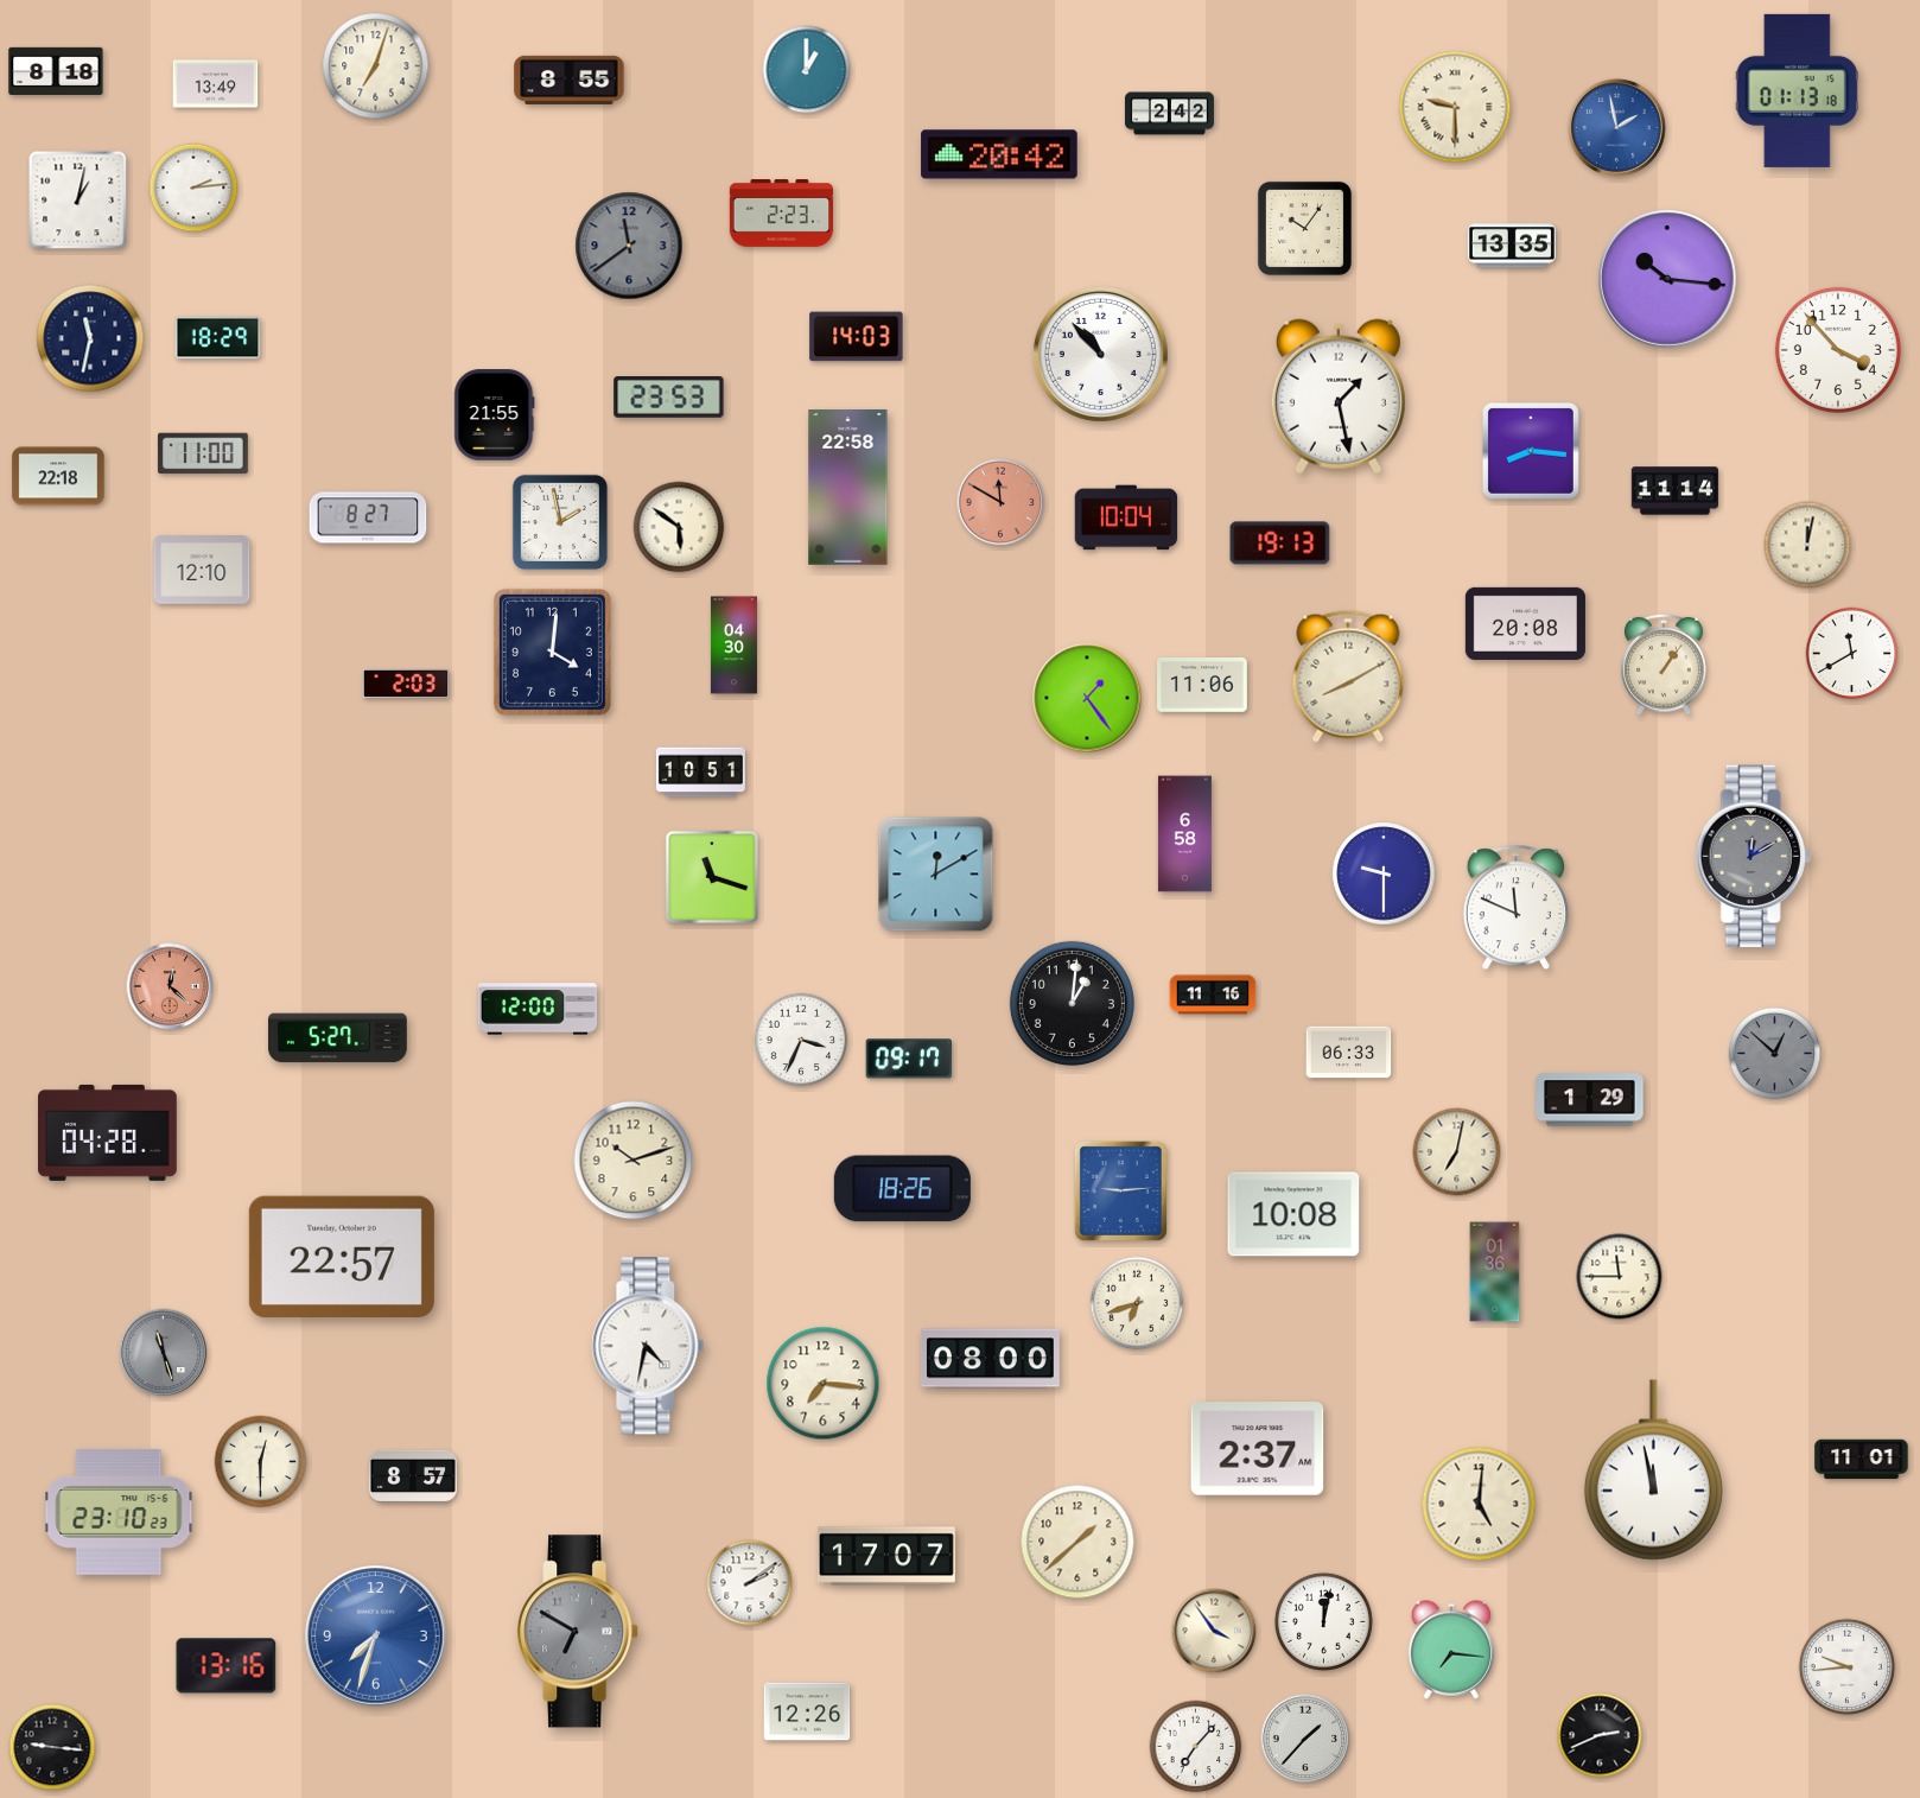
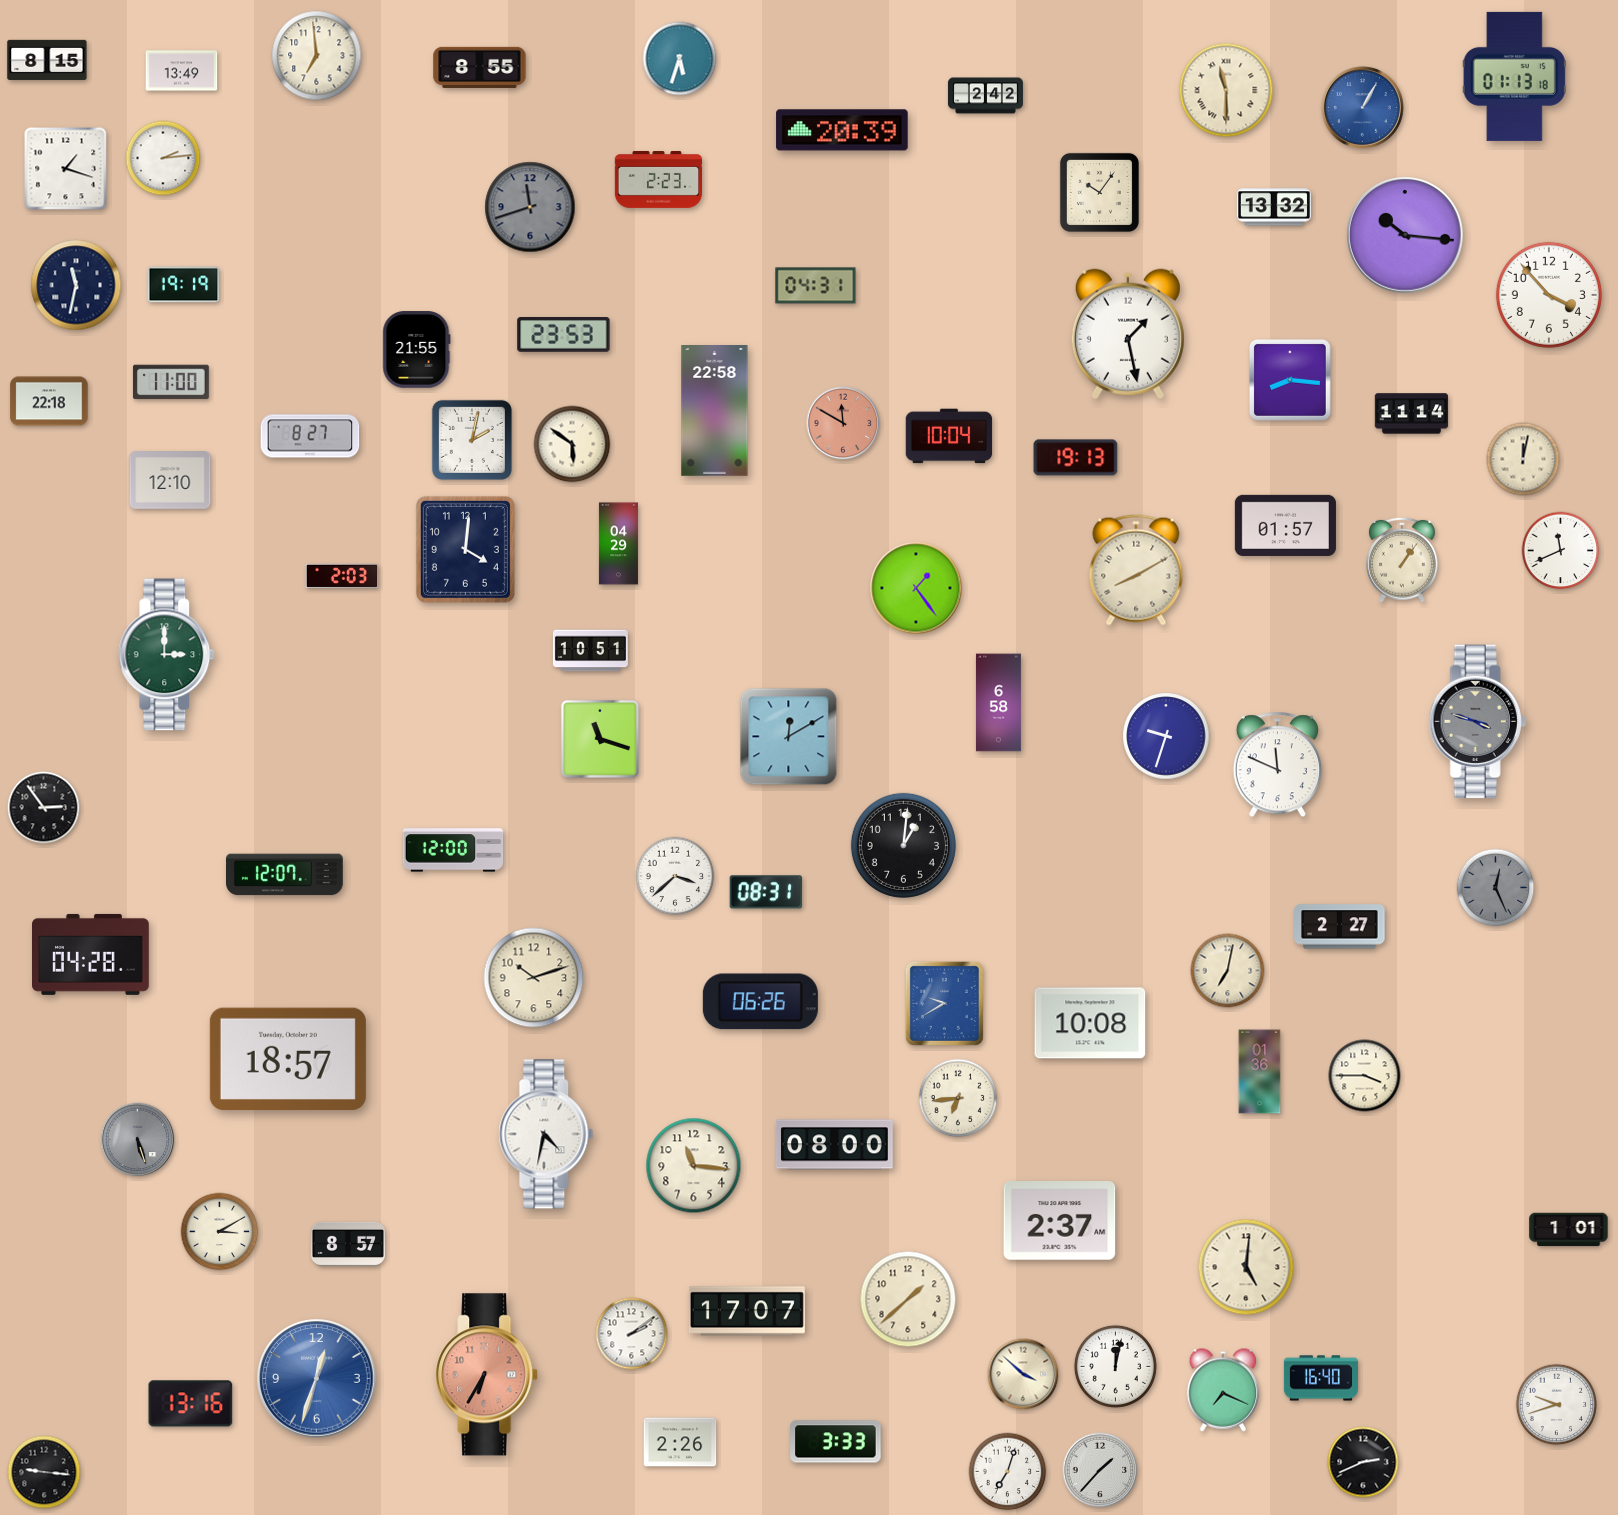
clock at (376, 66): 7:03 -> 6:59
clock at (807, 70): 1:00 -> 5:33
clock at (56, 71): 8:18 -> 8:15
clock at (1455, 107): 9:30 -> 11:30
clock at (1616, 127): 1:58 -> 1:05
clock at (999, 154): 20:42 -> 20:39
clock at (78, 201): 1:02 -> 1:18
clock at (629, 246): 11:39 -> 11:42
clock at (1512, 246): 13:35 -> 13:32
clock at (857, 337): 14:03 -> none
clock at (218, 338): 18:29 -> 19:19
clock at (816, 286): none -> 04:31
clock at (1100, 354): 10:53 -> none
clock at (560, 522): 1:58 -> 2:02
clock at (1280, 544) position: (1280, 544) -> (1076, 458)
clock at (1525, 623): 20:08 -> 01:57
clock at (733, 646): 04:30 -> 04:29
clock at (1852, 654): 11:40 -> 11:41
clock at (1203, 685): 11:06 -> none
clock at (167, 655): none -> 3:00
clock at (1753, 857): 12:10 -> 3:48
clock at (1384, 873): 9:30 -> 9:33
clock at (44, 808): none -> 2:54
clock at (170, 986): 12:22 -> none
clock at (1213, 995): 11:16 -> none
clock at (338, 1038): 5:27 -> 12:07
clock at (801, 1040): 3:34 -> 3:38
clock at (1349, 1053): 06:33 -> none
clock at (1775, 1054): 12:52 -> 12:26
clock at (909, 1059): 09:17 -> 08:31
clock at (1590, 1100): 1:29 -> 2:27
clock at (902, 1189): 18:26 -> 06:26
clock at (1120, 1190): 9:14 -> 9:40
clock at (342, 1256): 22:57 -> 18:57
clock at (1620, 1277): 11:45 -> 3:45
clock at (1137, 1303): 6:42 -> 6:44
clock at (164, 1353): 11:27 -> 5:27
clock at (824, 1384): 7:16 -> 11:16
clock at (1862, 1460): 11:01 -> 1:01
clock at (261, 1462): 12:30 -> 3:10
clock at (1653, 1470): 11:58 -> none
clock at (119, 1512): 23:10 -> none
clock at (1214, 1631): 3:54 -> 3:52
clock at (578, 1632): 6:50 -> 6:35
clock at (578, 1632) dial: grey -> salmon
clock at (1321, 1378): none -> 16:40
clock at (376, 1637): 7:33 -> 12:33
clock at (1451, 1650): 7:16 -> 7:19
clock at (1846, 1666): 9:44 -> 9:42
clock at (807, 1711): 12:26 -> 2:26
clock at (836, 1442): none -> 3:33
clock at (1600, 1735) position: (1600, 1735) -> (1363, 1462)
clock at (1305, 1739) position: (1305, 1739) -> (1100, 1470)
clock at (1196, 1747): 7:07 -> 7:03
